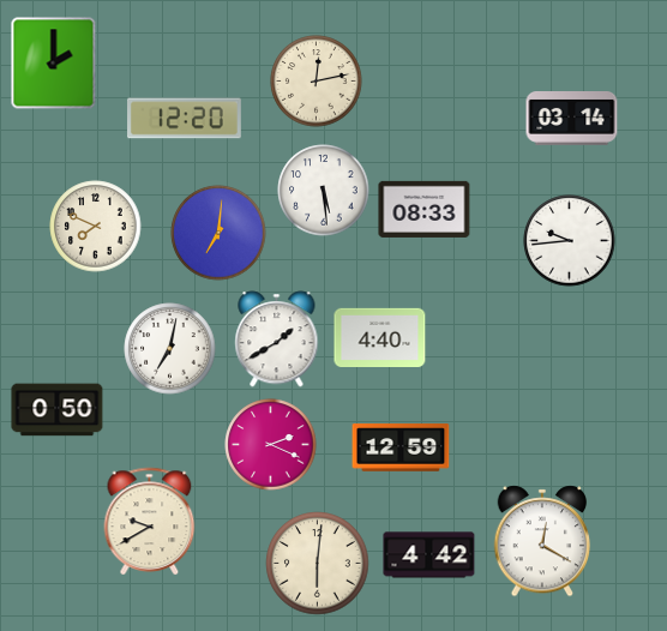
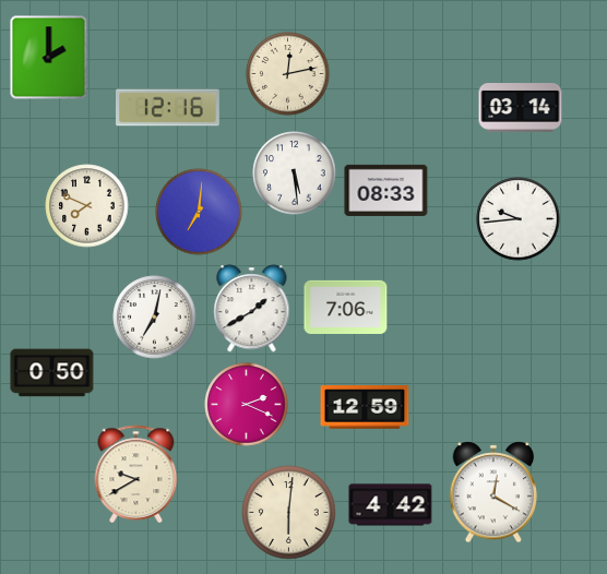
clock at (185, 119): 12:20 -> 12:16
clock at (380, 337): 4:40 -> 7:06
